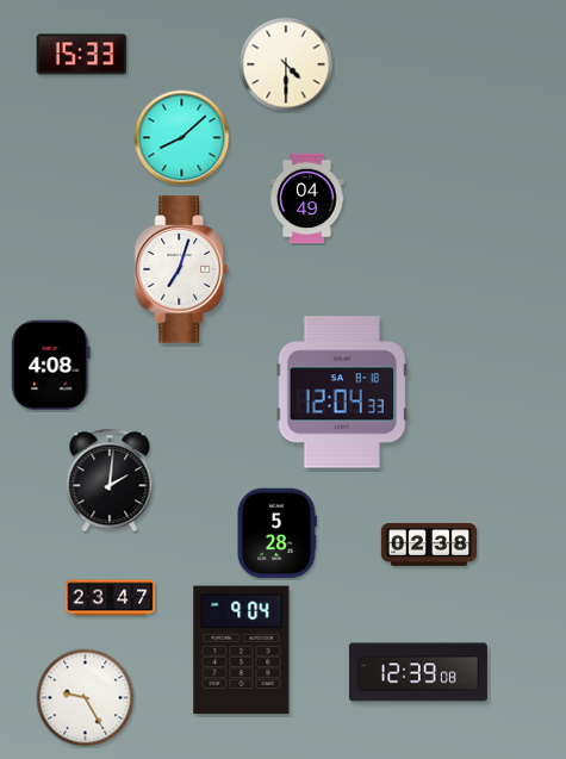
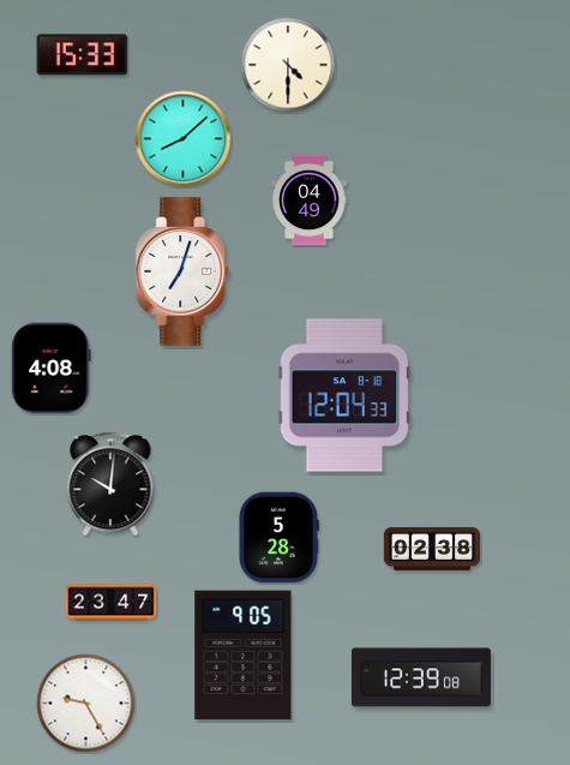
clock at (110, 480): 2:01 -> 10:01
clock at (242, 651): 9:04 -> 9:05
